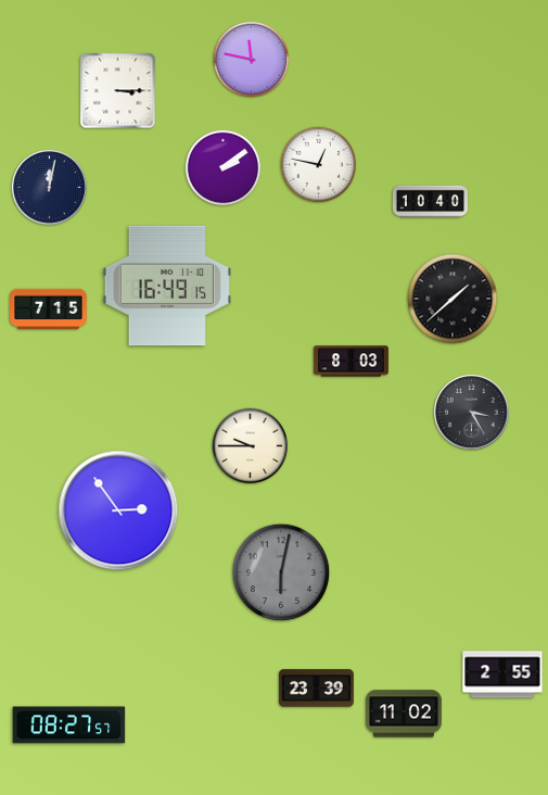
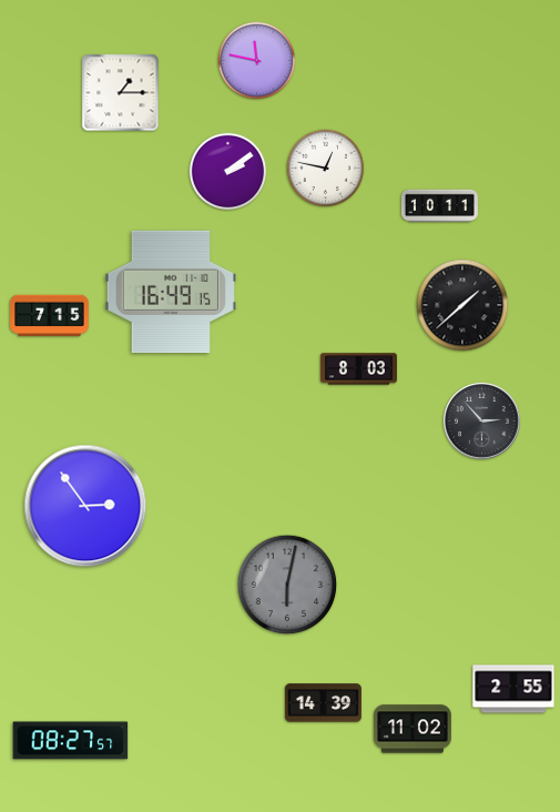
clock at (118, 91): 3:15 -> 1:15
clock at (50, 188): 12:02 -> none
clock at (430, 202): 10:40 -> 10:11
clock at (472, 413): 3:25 -> 2:53
clock at (251, 446): 9:45 -> none
clock at (118, 510) position: (118, 510) -> (85, 506)
clock at (316, 689): 23:39 -> 14:39
